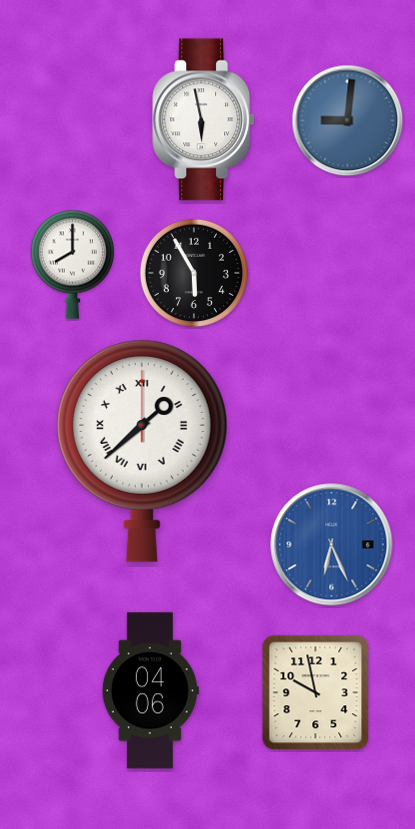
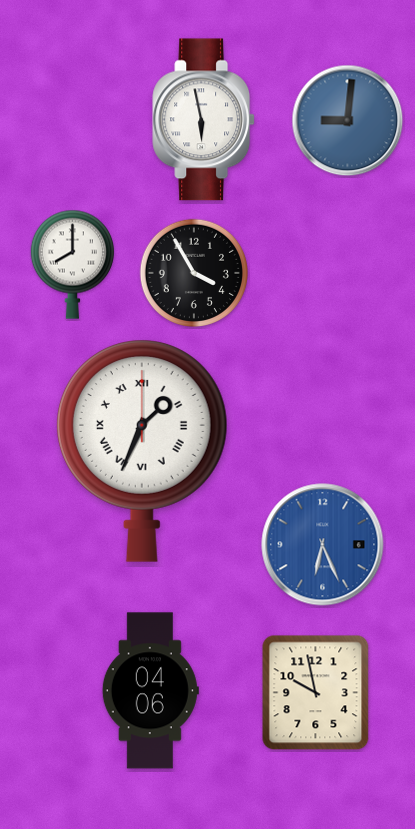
clock at (193, 272): 5:55 -> 3:55
clock at (142, 451): 1:38 -> 1:34
clock at (332, 545) position: (332, 545) -> (323, 545)
